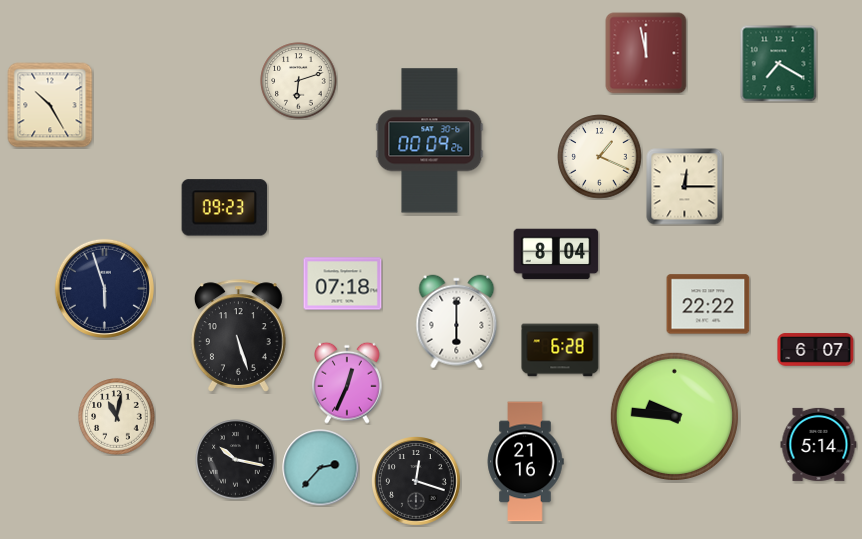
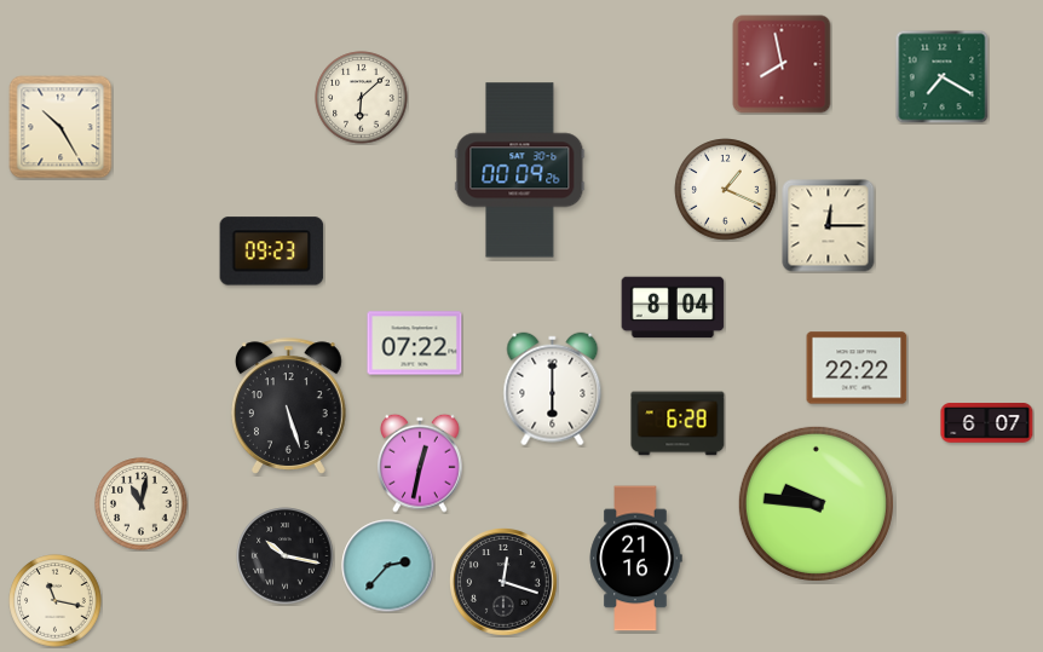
clock at (646, 53): 11:58 -> 7:58
clock at (299, 81): 6:12 -> 6:08
clock at (343, 284): 07:18 -> 07:22
clock at (104, 288): 5:57 -> none
clock at (348, 383): 12:34 -> 12:32
clock at (819, 444): 5:14 -> none
clock at (56, 601): none -> 11:17
